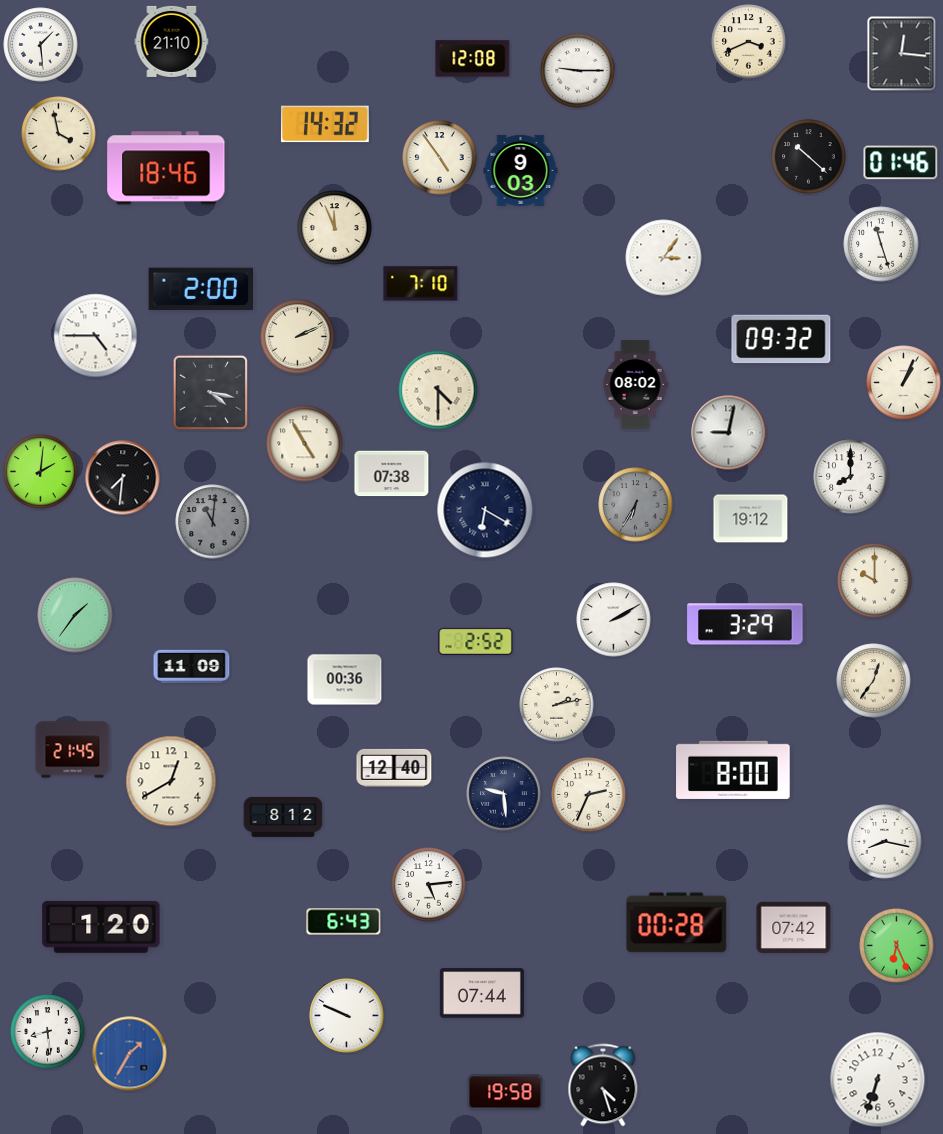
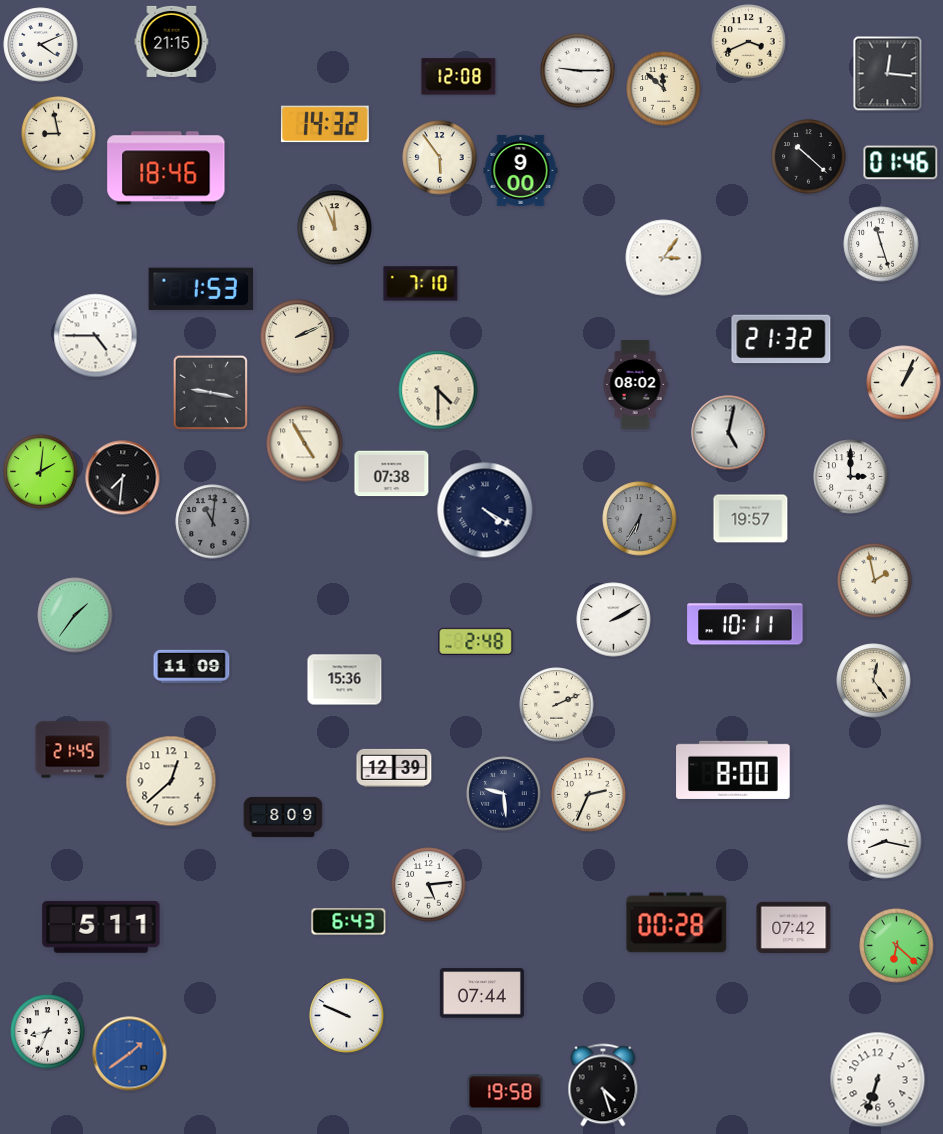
clock at (172, 41): 21:10 -> 21:15
clock at (41, 45): 1:29 -> 4:11
clock at (902, 54) position: (902, 54) -> (888, 74)
clock at (473, 59) position: (473, 59) -> (459, 77)
clock at (664, 89): none -> 11:52
clock at (59, 134): 3:58 -> 8:58
clock at (440, 158): 4:54 -> 5:54
clock at (521, 170): 9:03 -> 9:00
clock at (201, 288): 2:00 -> 1:53
clock at (781, 339): 09:32 -> 21:32
clock at (210, 392): 4:17 -> 9:17
clock at (729, 433): 9:02 -> 5:02
clock at (851, 477): 8:00 -> 3:00
clock at (636, 505) position: (636, 505) -> (640, 519)
clock at (485, 510): 6:20 -> 4:20
clock at (751, 519): 19:12 -> 19:57
clock at (875, 581): 10:00 -> 1:58
clock at (745, 624): 3:29 -> 10:11
clock at (476, 641): 2:52 -> 2:48
clock at (345, 680): 00:36 -> 15:36
clock at (874, 681): 12:36 -> 12:24
clock at (557, 705): 2:13 -> 2:11
clock at (394, 768): 12:40 -> 12:39
clock at (171, 781): 12:40 -> 12:38
clock at (283, 817): 8:12 -> 8:09
clock at (344, 922) position: (344, 922) -> (349, 922)
clock at (101, 927): 1:20 -> 5:11
clock at (897, 946): 6:26 -> 6:22
clock at (48, 1032): 8:29 -> 8:34
clock at (130, 1054): 1:35 -> 1:39
